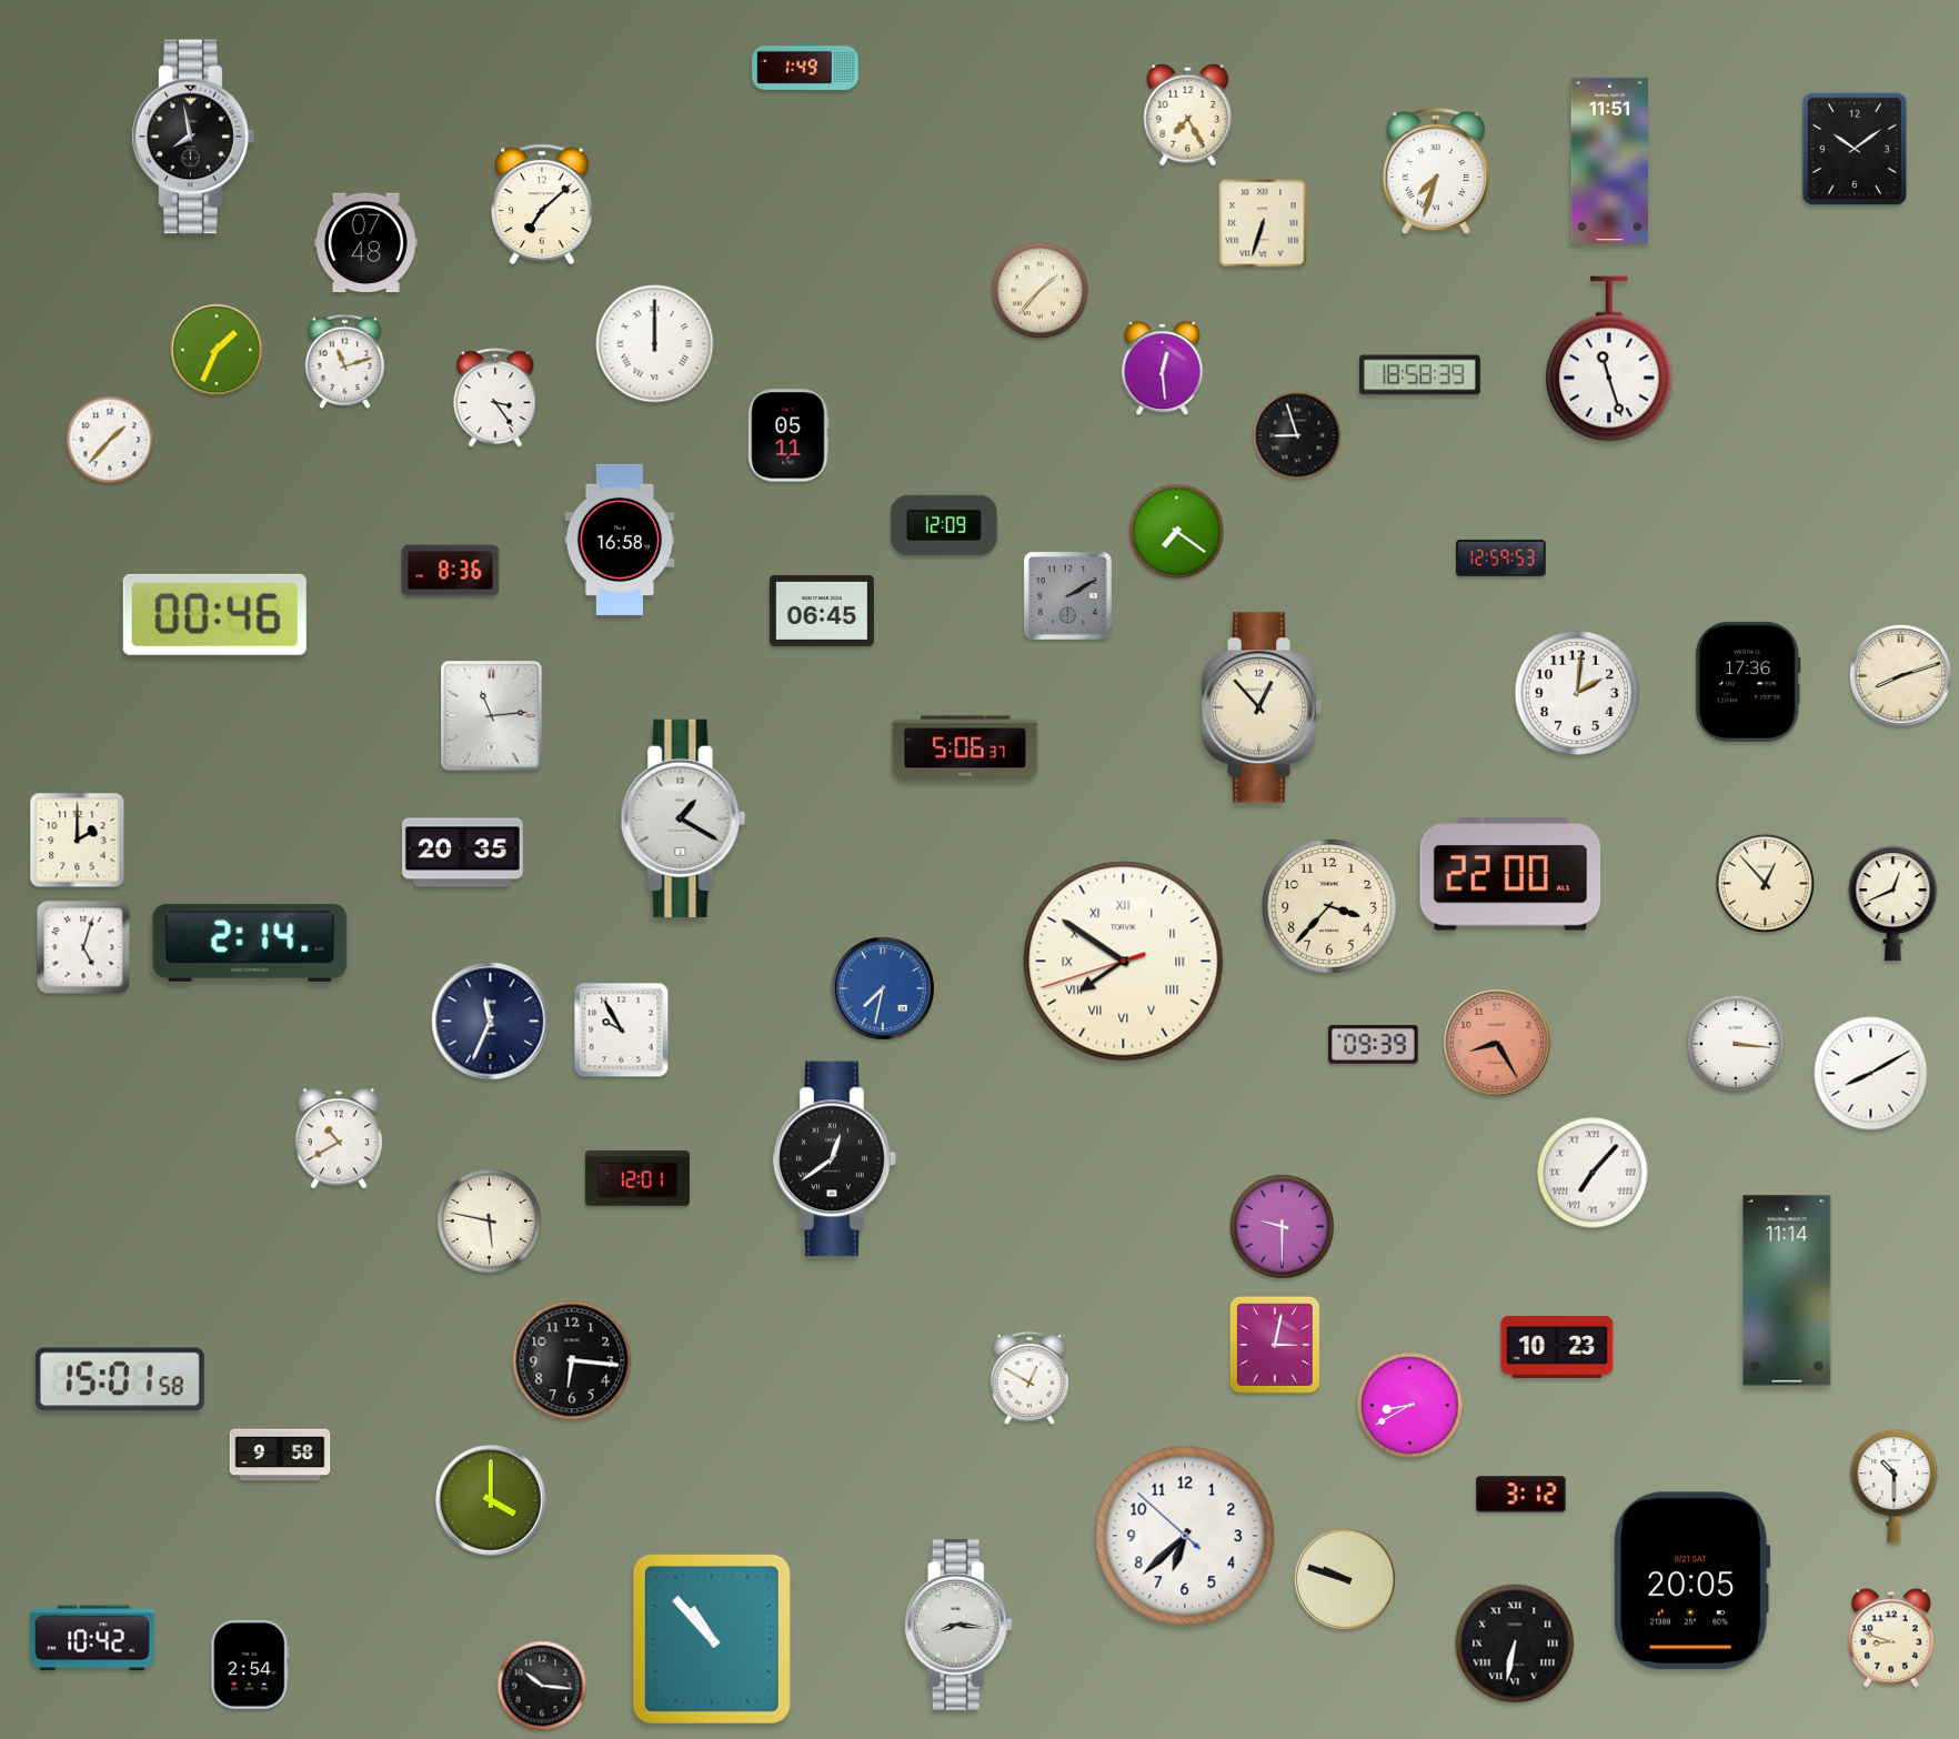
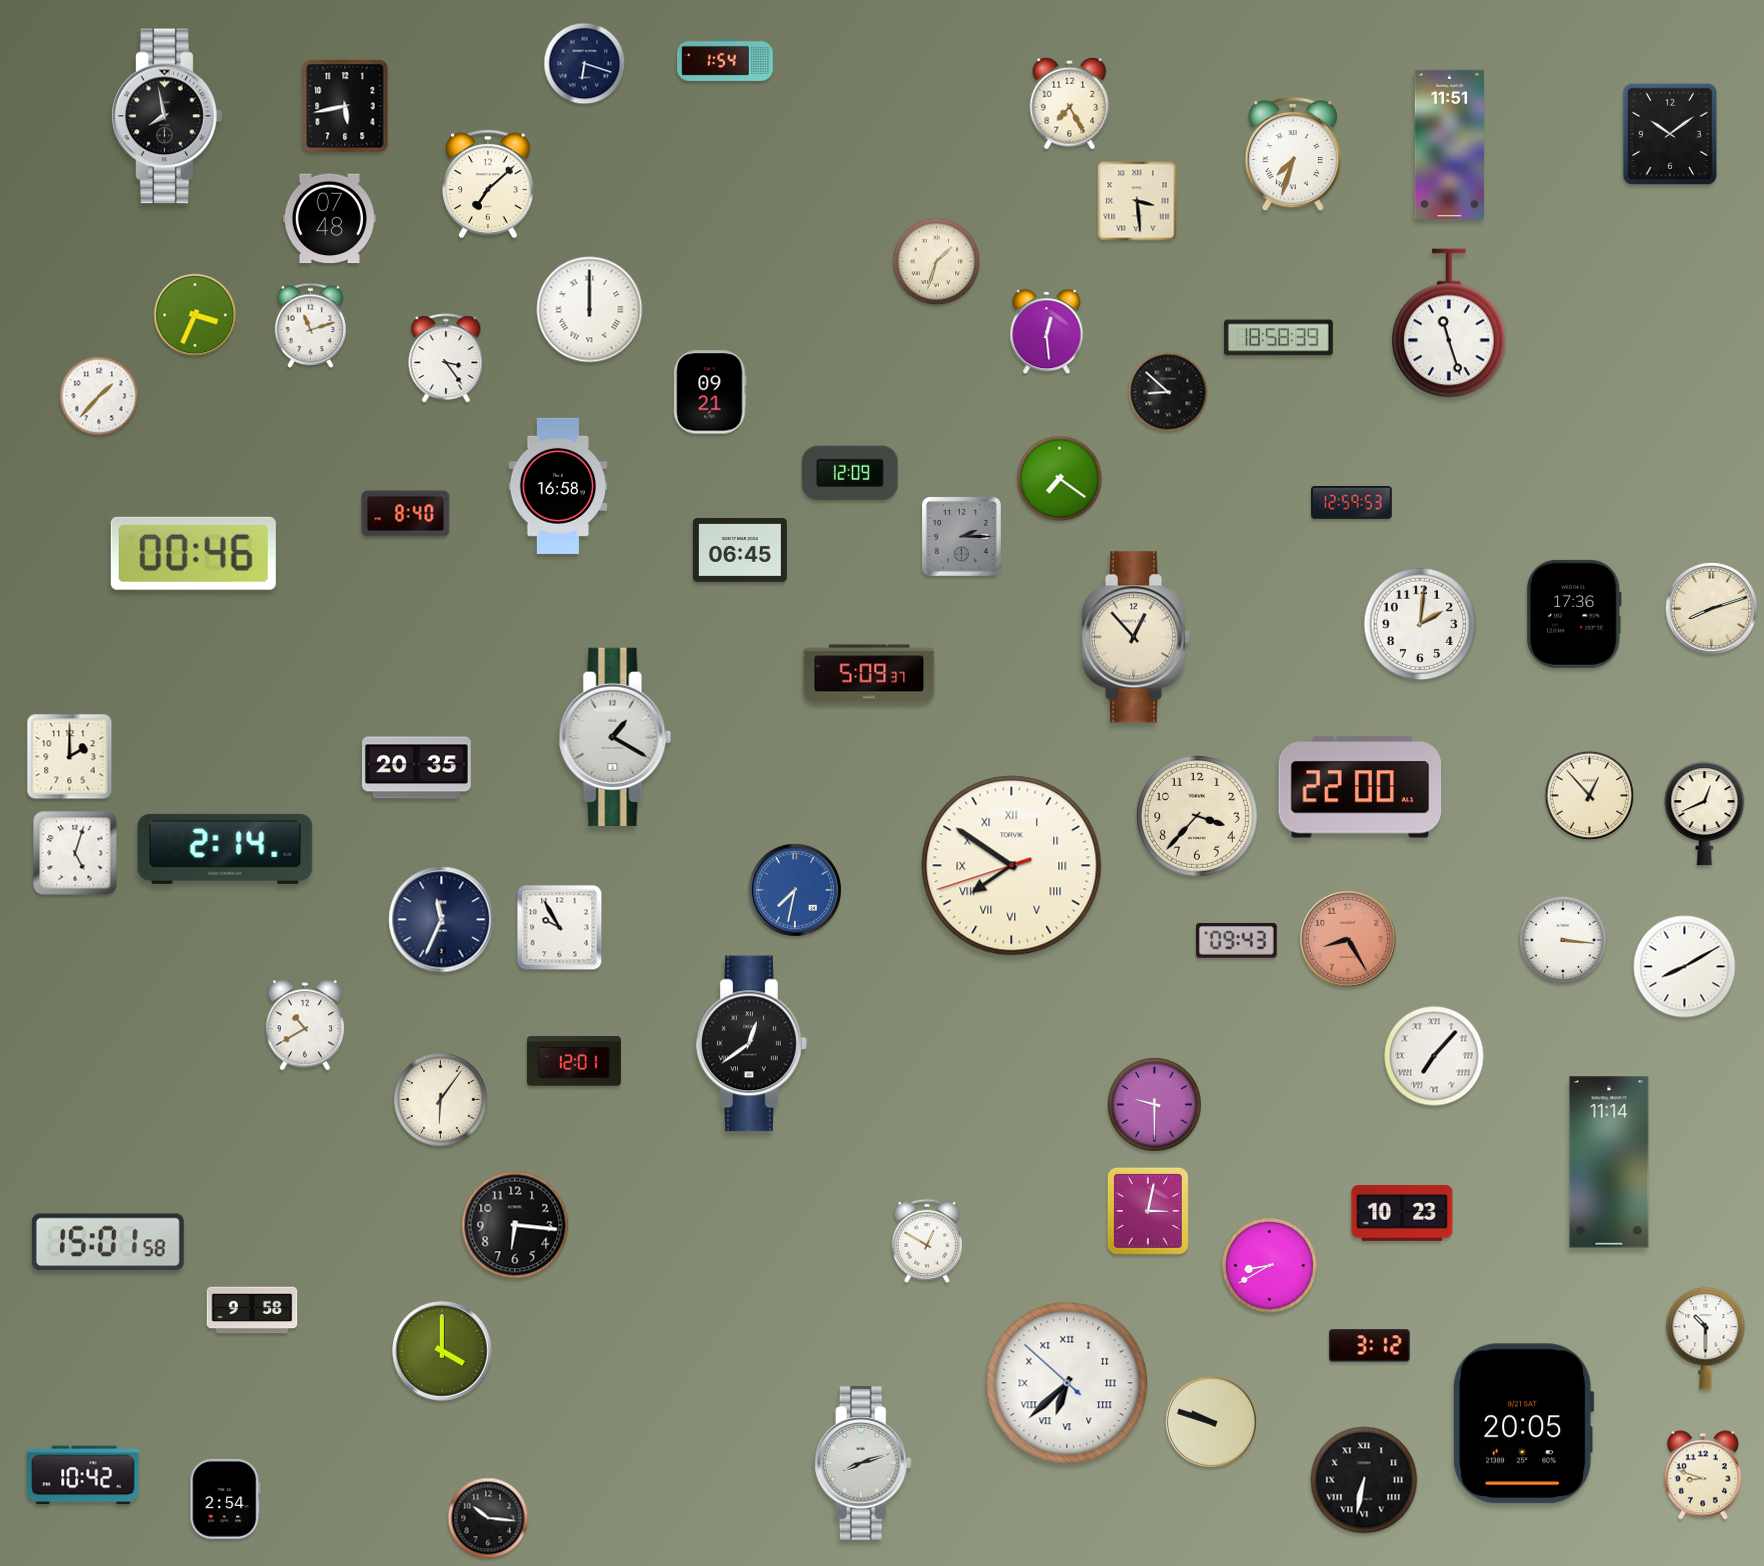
clock at (805, 67): 1:49 -> 1:54
clock at (585, 64): none -> 6:18
clock at (345, 106): none -> 5:43
clock at (193, 137) position: (193, 137) -> (167, 116)
clock at (1263, 223): 6:33 -> 3:29
clock at (1041, 291): 1:37 -> 1:33
clock at (217, 350): 1:34 -> 3:34
clock at (788, 435): 05:11 -> 09:21
clock at (1297, 435): 8:57 -> 8:52
clock at (451, 571): 8:36 -> 8:40
clock at (1067, 595): 2:10 -> 2:15
clock at (492, 716): 11:14 -> none
clock at (965, 748): 5:06 -> 5:09
clock at (1374, 1045): 09:39 -> 09:43
clock at (489, 1220): 5:47 -> 6:06
clock at (1185, 1536) numerals: Arabic -> Roman
clock at (958, 1625): 8:16 -> 8:12
clock at (712, 1639): 10:53 -> none
